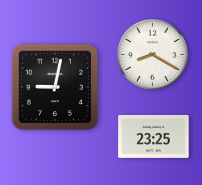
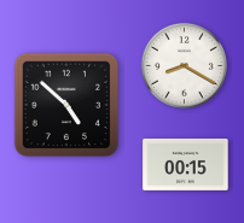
clock at (55, 87): 9:02 -> 4:52
clock at (154, 136): 23:25 -> 00:15
